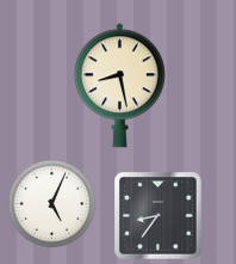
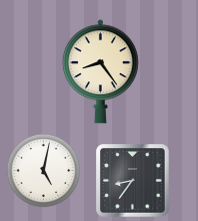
clock at (119, 86): 8:28 -> 8:24
clock at (52, 204): 5:04 -> 5:02
